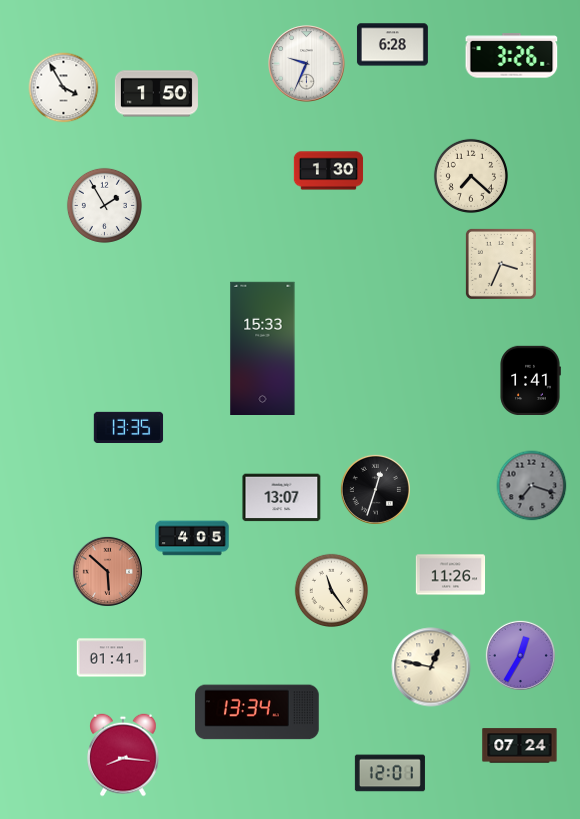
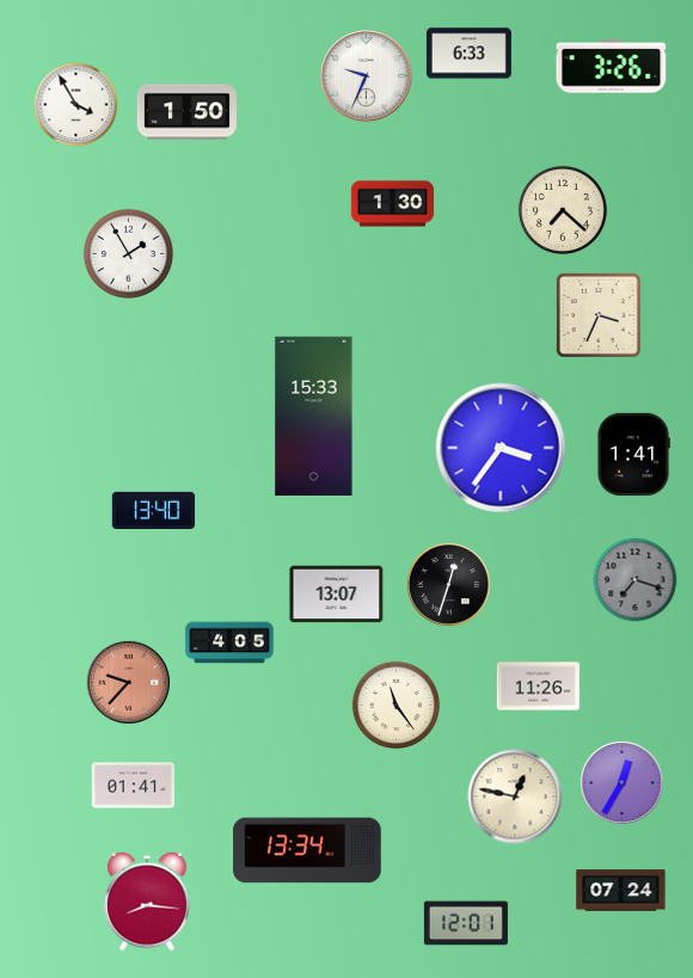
clock at (392, 45): 6:28 -> 6:33
clock at (104, 205) position: (104, 205) -> (128, 253)
clock at (501, 448): none -> 3:36
clock at (129, 427): 13:35 -> 13:40
clock at (107, 571): 5:52 -> 9:37
